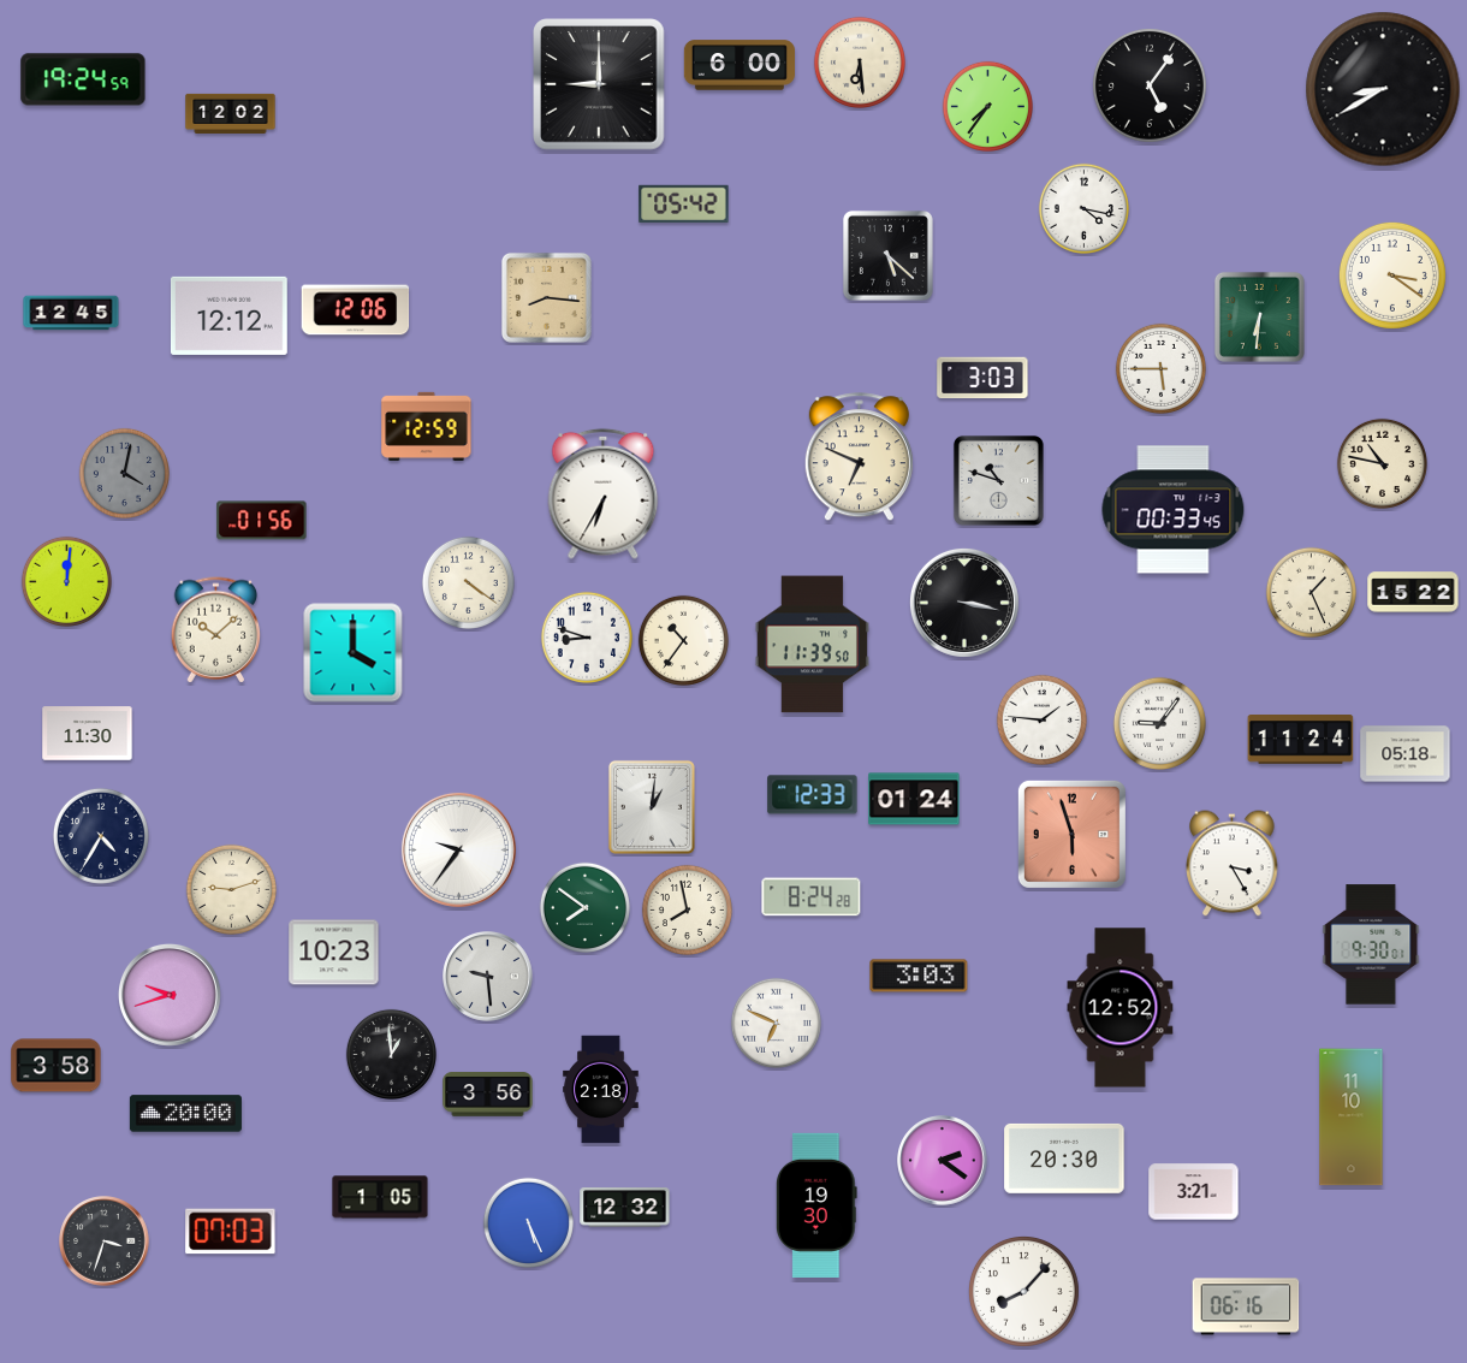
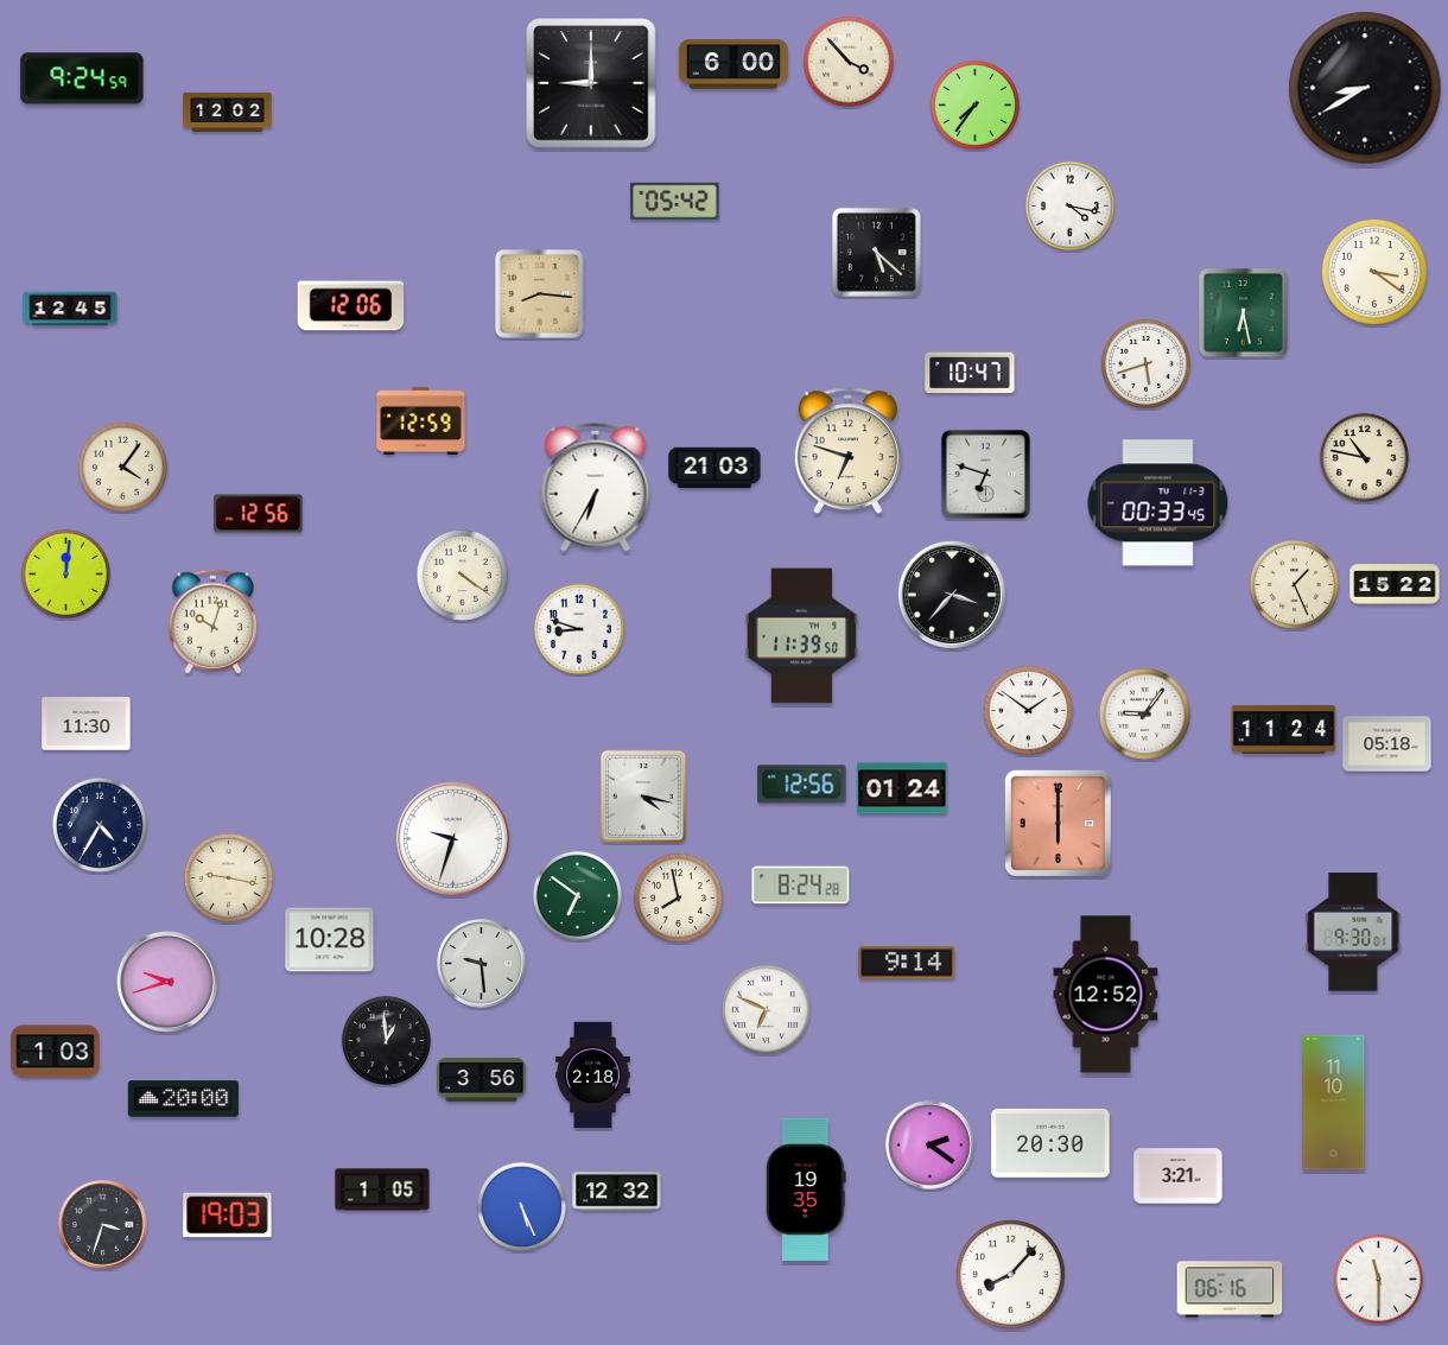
clock at (860, 63): 6:29 -> 3:53
clock at (738, 65) position: (738, 65) -> (732, 64)
clock at (83, 79): 19:24 -> 9:24
clock at (1150, 85): 5:06 -> none
clock at (228, 315): 12:12 -> none
clock at (1259, 316): 6:31 -> 6:28
clock at (1160, 368): 5:45 -> 5:42
clock at (982, 378): 3:03 -> 10:47
clock at (859, 457): 6:49 -> 6:48
clock at (124, 473): 4:02 -> 4:06
clock at (124, 473) dial: grey -> cream
clock at (715, 468): none -> 21:03
clock at (998, 480): 10:48 -> 6:48
clock at (262, 521): 01:56 -> 12:56
clock at (964, 603): 3:17 -> 3:37
clock at (216, 630): 10:08 -> 10:03
clock at (683, 640): 10:36 -> none
clock at (354, 653): 4:00 -> none
clock at (1041, 719): 1:46 -> 1:51
clock at (813, 795): 12:33 -> 12:56
clock at (652, 807): 1:01 -> 4:17
clock at (1071, 834): 5:57 -> 6:00
clock at (458, 849): 9:36 -> 9:33
clock at (1233, 864): 3:25 -> none
clock at (231, 889): 9:12 -> 9:17
clock at (584, 907): 7:51 -> 6:51
clock at (334, 953): 10:23 -> 10:28
clock at (919, 976): 3:03 -> 9:14
clock at (57, 1066): 3:58 -> 1:03
clock at (380, 1197) position: (380, 1197) -> (382, 1189)
clock at (818, 1205): 19:30 -> 19:35
clock at (231, 1232): 07:03 -> 19:03
clock at (1378, 1279): none -> 11:30
